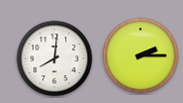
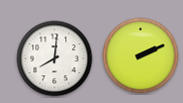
clock at (141, 56): 2:15 -> 2:11
